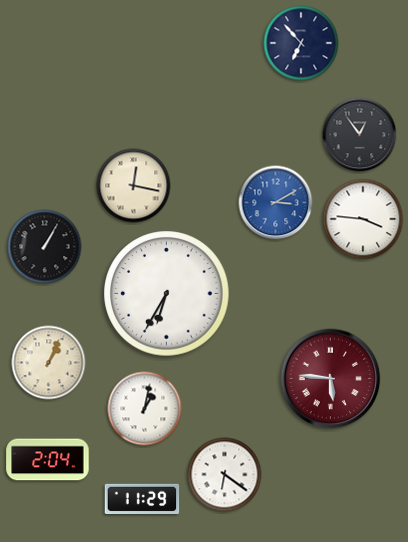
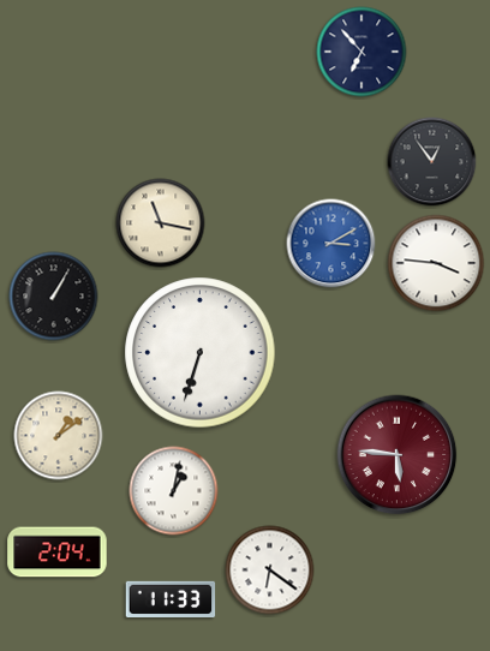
clock at (134, 186): 12:17 -> 11:17
clock at (167, 294): 6:35 -> 6:33
clock at (49, 363): 1:04 -> 1:09
clock at (142, 498): 11:29 -> 11:33
